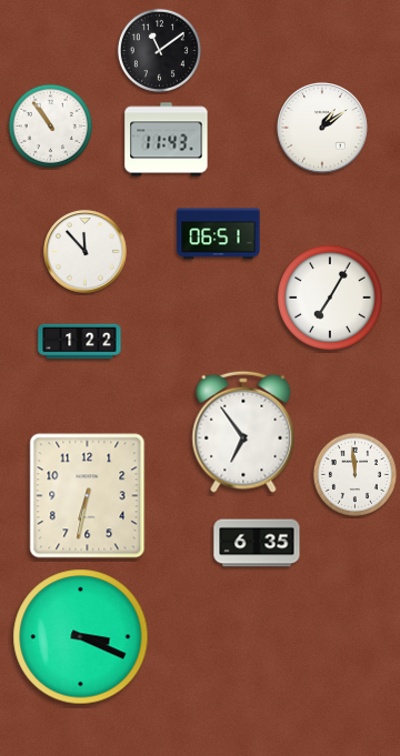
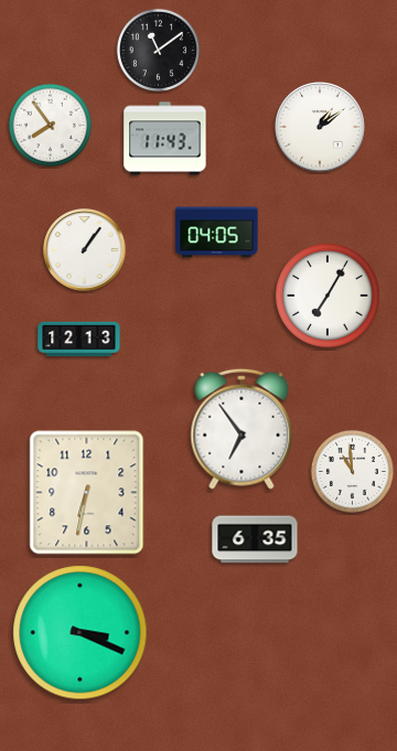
clock at (50, 125): 10:54 -> 7:54
clock at (219, 234): 06:51 -> 04:05
clock at (86, 252): 11:53 -> 1:06
clock at (80, 342): 1:22 -> 12:13
clock at (354, 474): 11:59 -> 10:59
